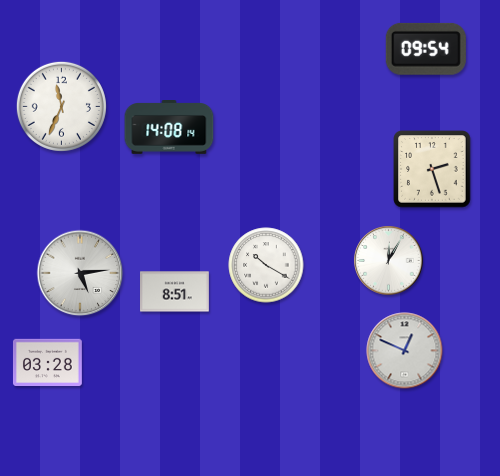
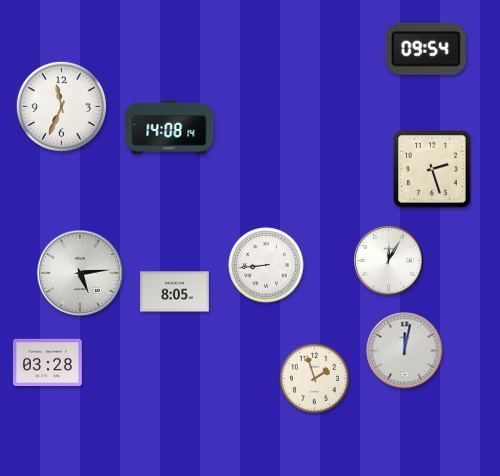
clock at (266, 265): 10:20 -> 8:44
clock at (175, 292): 8:51 -> 8:05
clock at (405, 351): 12:49 -> 12:02
clock at (314, 378): none -> 1:57
